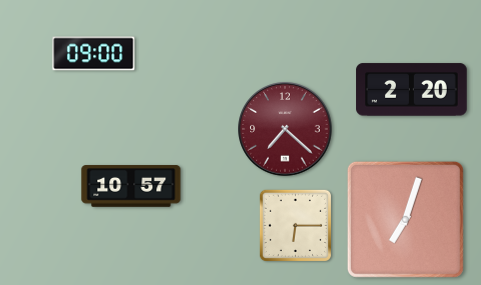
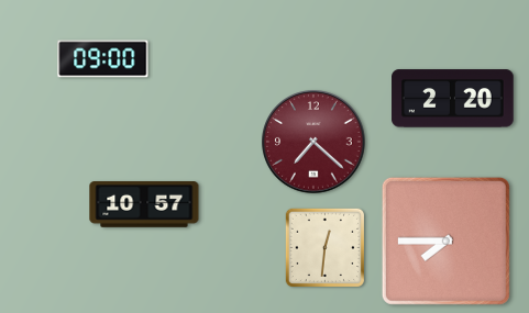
clock at (405, 219): 7:03 -> 7:45
clock at (295, 225): 6:15 -> 12:31
